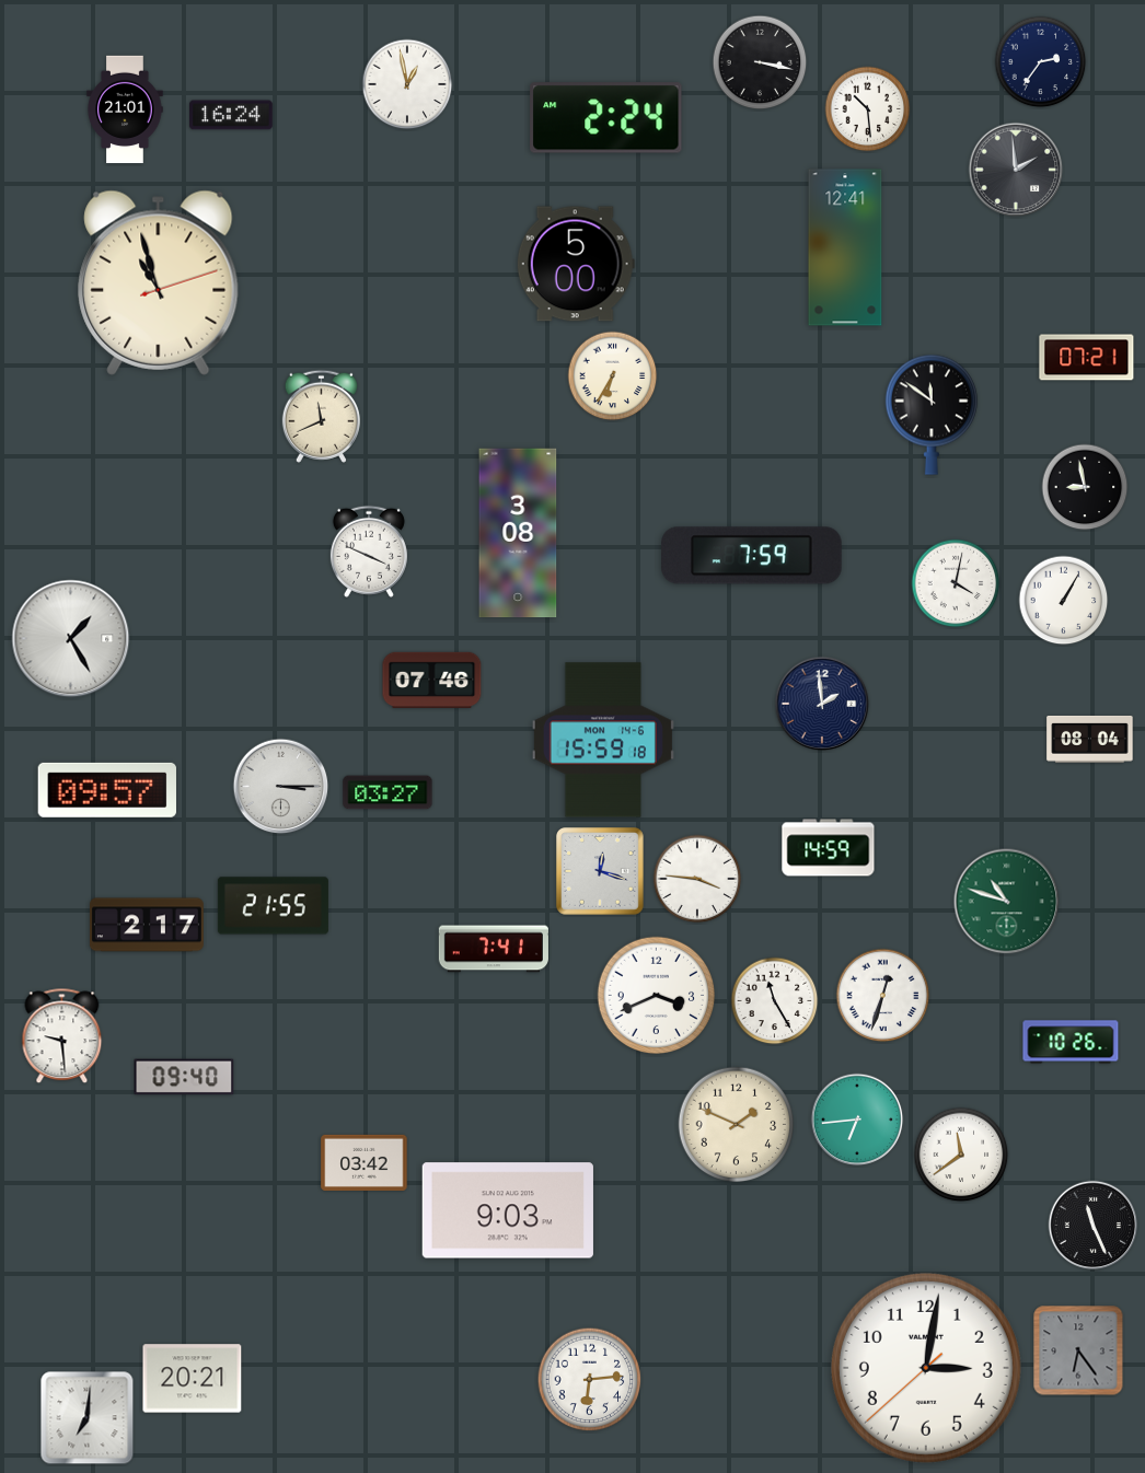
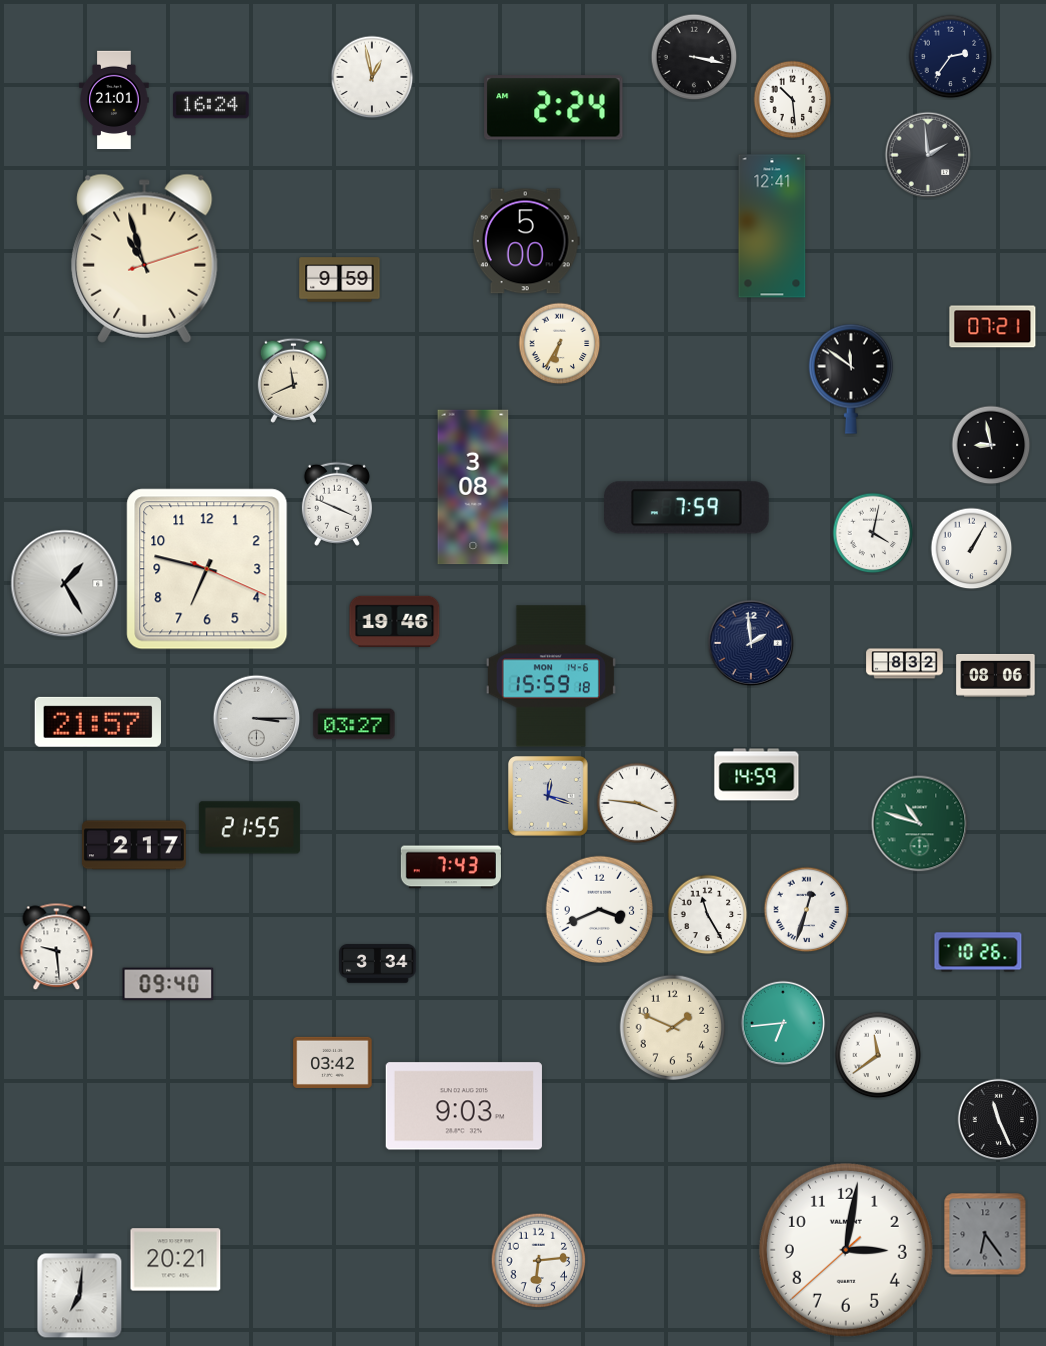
clock at (340, 280): none -> 9:59
clock at (207, 569): none -> 6:47
clock at (432, 680): 07:46 -> 19:46
clock at (905, 664): none -> 8:32
clock at (1090, 739): 08:04 -> 08:06
clock at (107, 790): 09:57 -> 21:57
clock at (494, 949): 7:41 -> 7:43
clock at (378, 964): none -> 3:34
